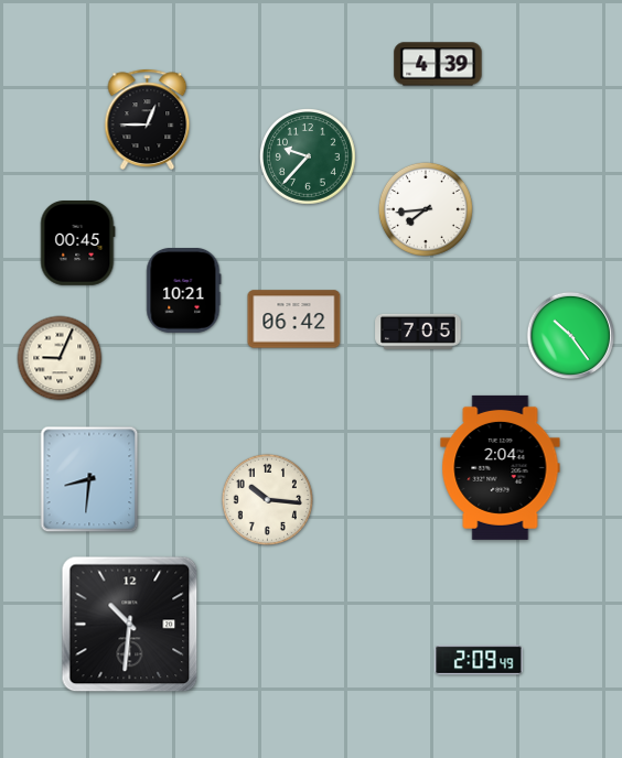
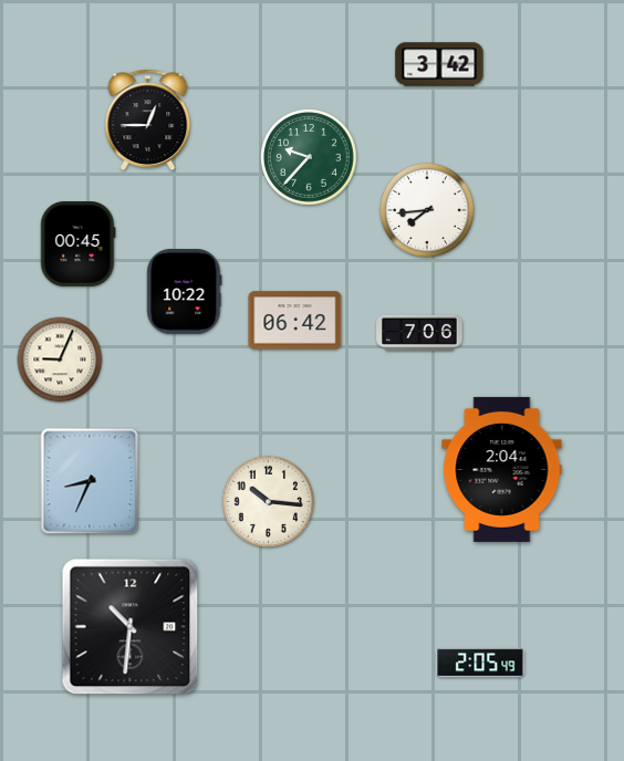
clock at (438, 64): 4:39 -> 3:42
clock at (184, 291): 10:21 -> 10:22
clock at (418, 332): 7:05 -> 7:06
clock at (571, 336): 10:24 -> none
clock at (89, 479): 8:31 -> 8:34
clock at (479, 660): 2:09 -> 2:05
